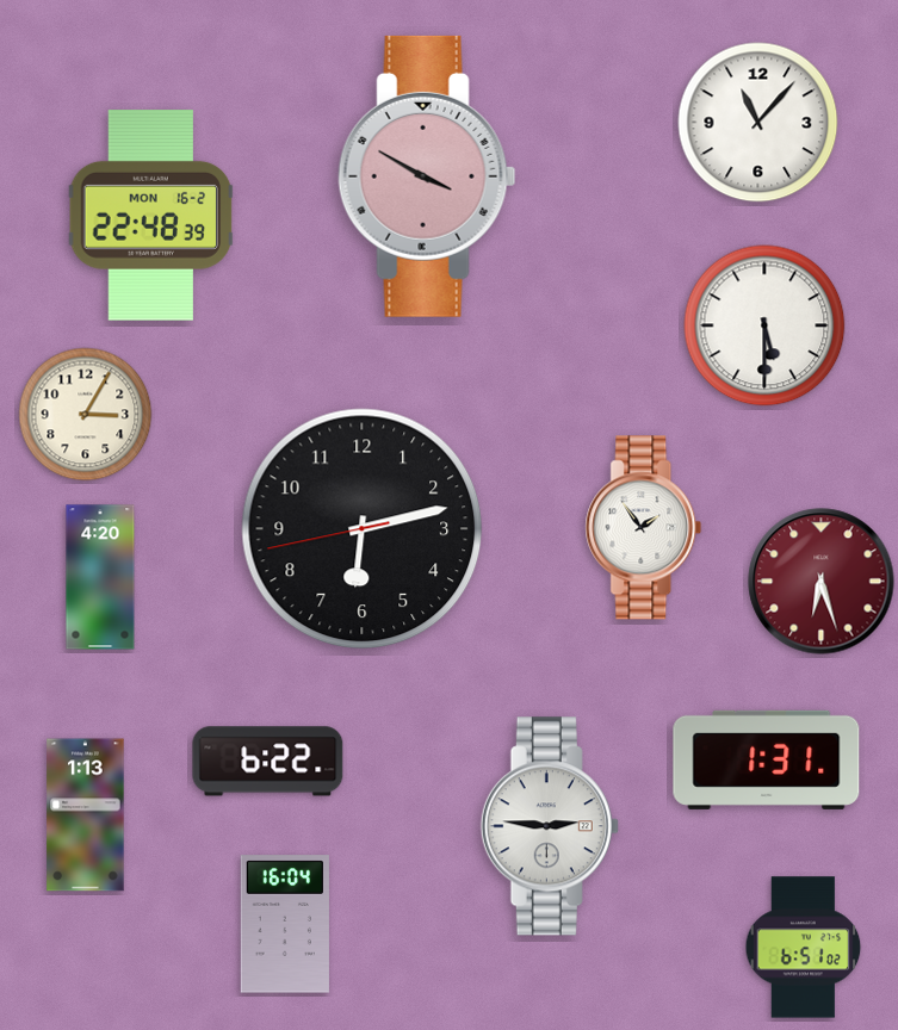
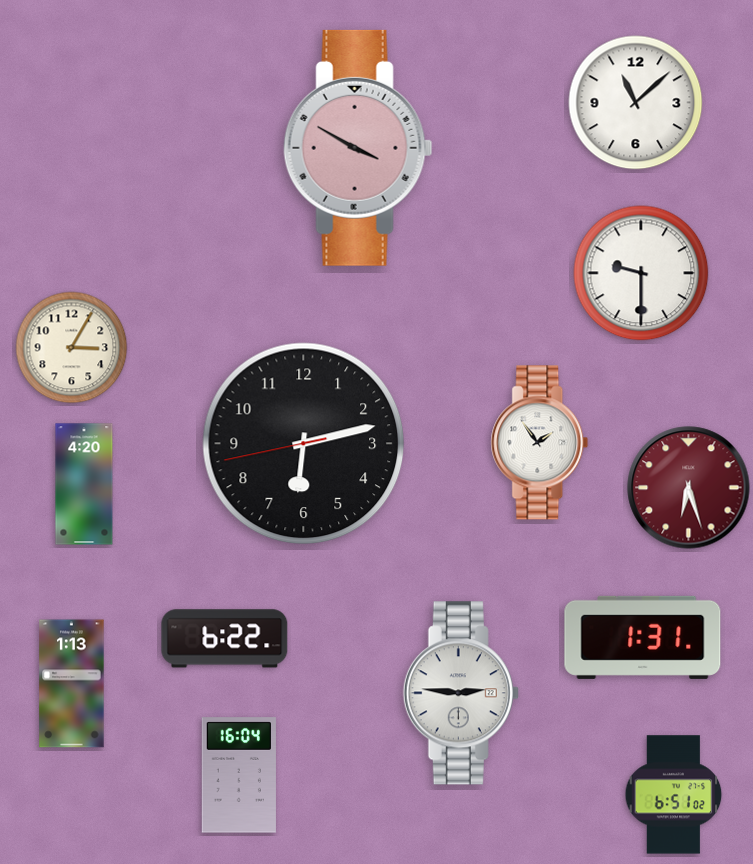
clock at (758, 123): 11:07 -> 11:08
clock at (151, 216): 22:48 -> none
clock at (764, 325): 5:30 -> 9:30
